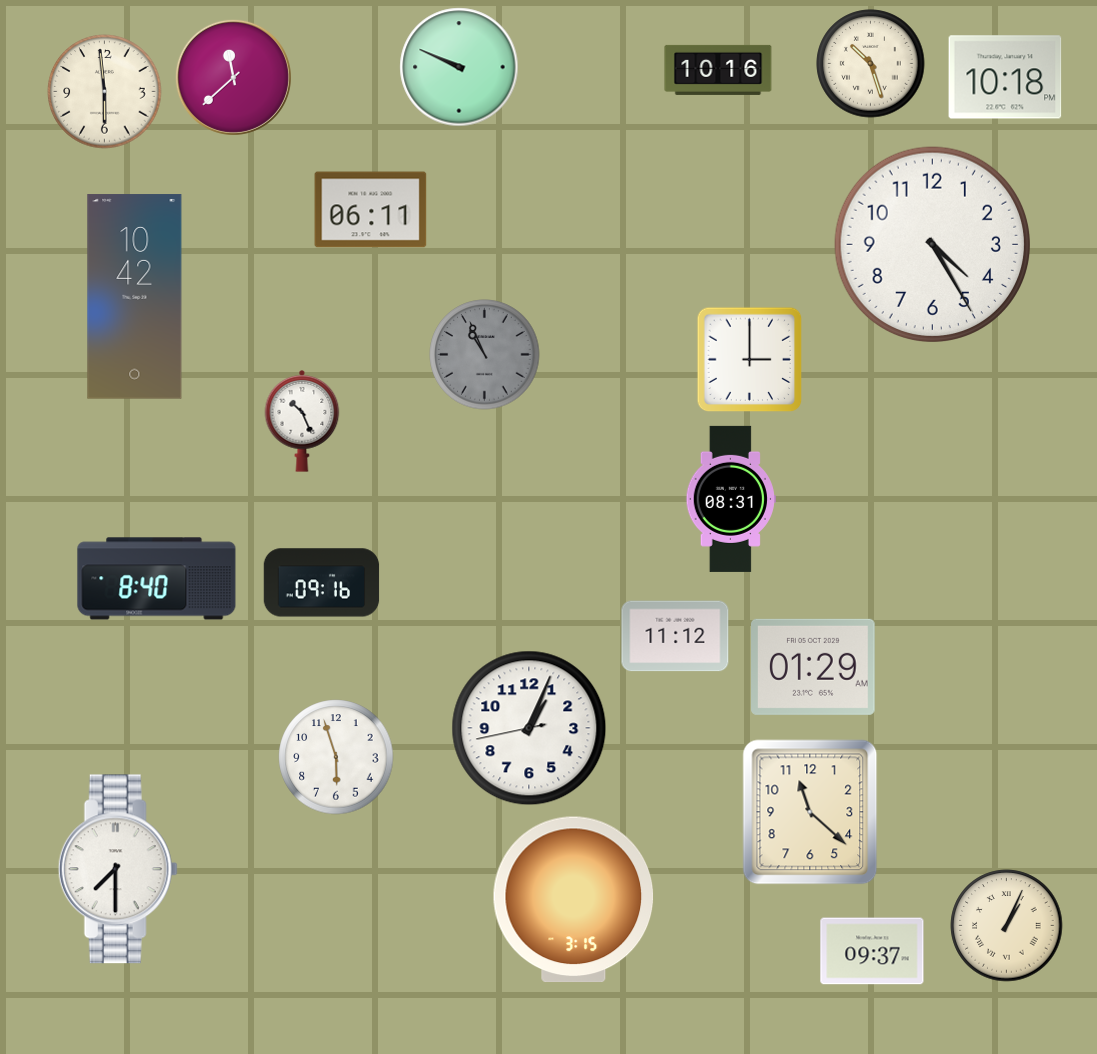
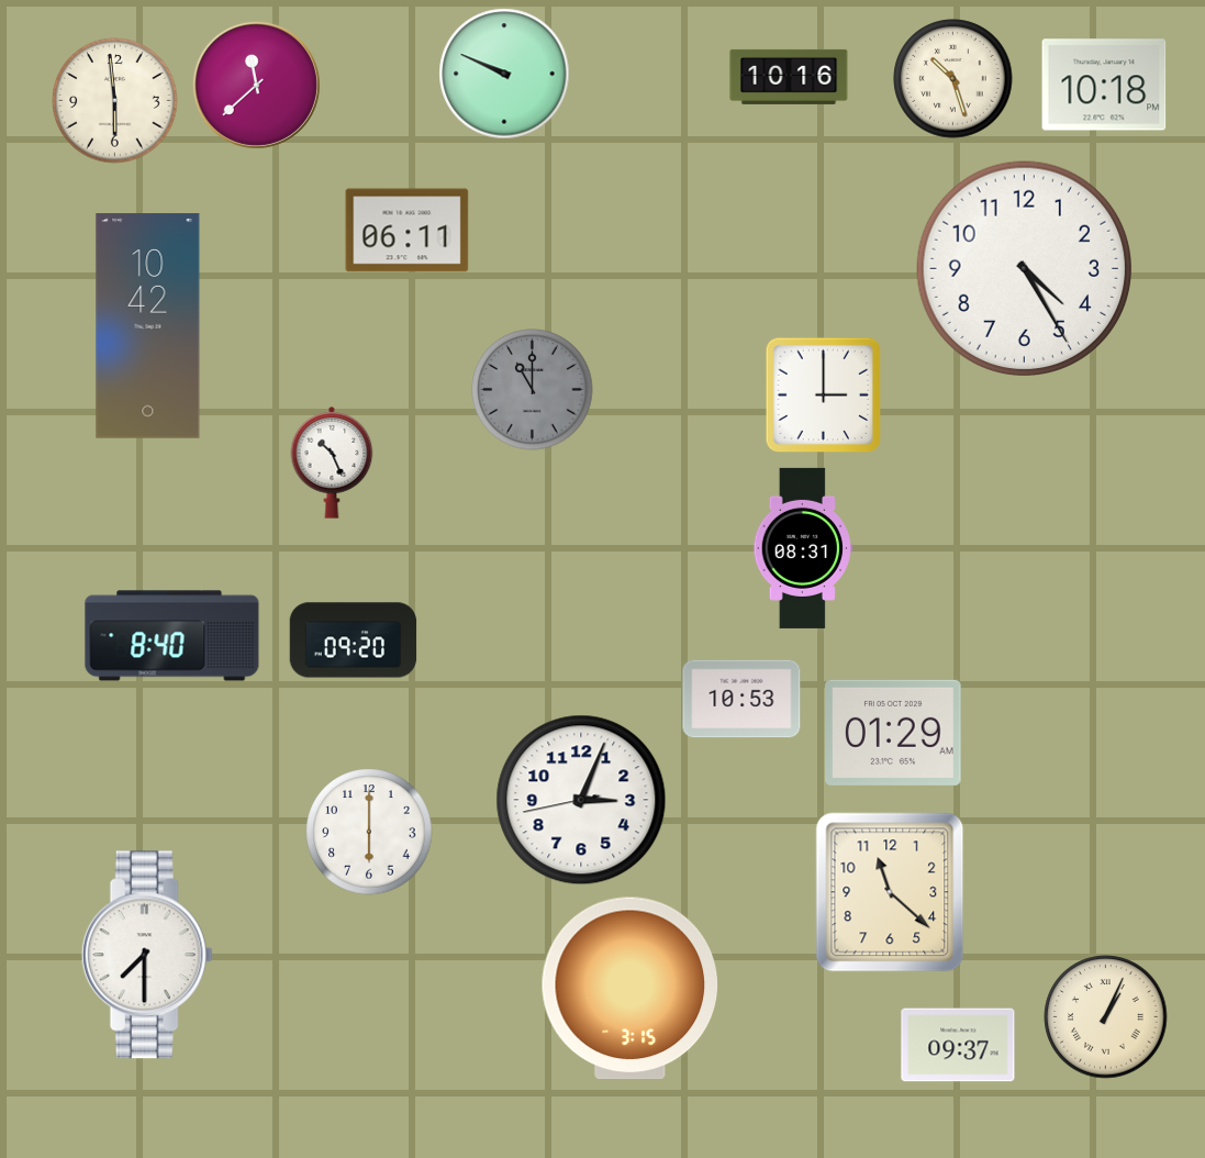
clock at (871, 64) position: (871, 64) -> (953, 79)
clock at (485, 355): 10:56 -> 11:00
clock at (322, 583): 09:16 -> 09:20
clock at (675, 636): 11:12 -> 10:53
clock at (529, 728): 1:03 -> 3:03
clock at (336, 757): 5:57 -> 6:00
clock at (118, 869) position: (118, 869) -> (147, 955)
